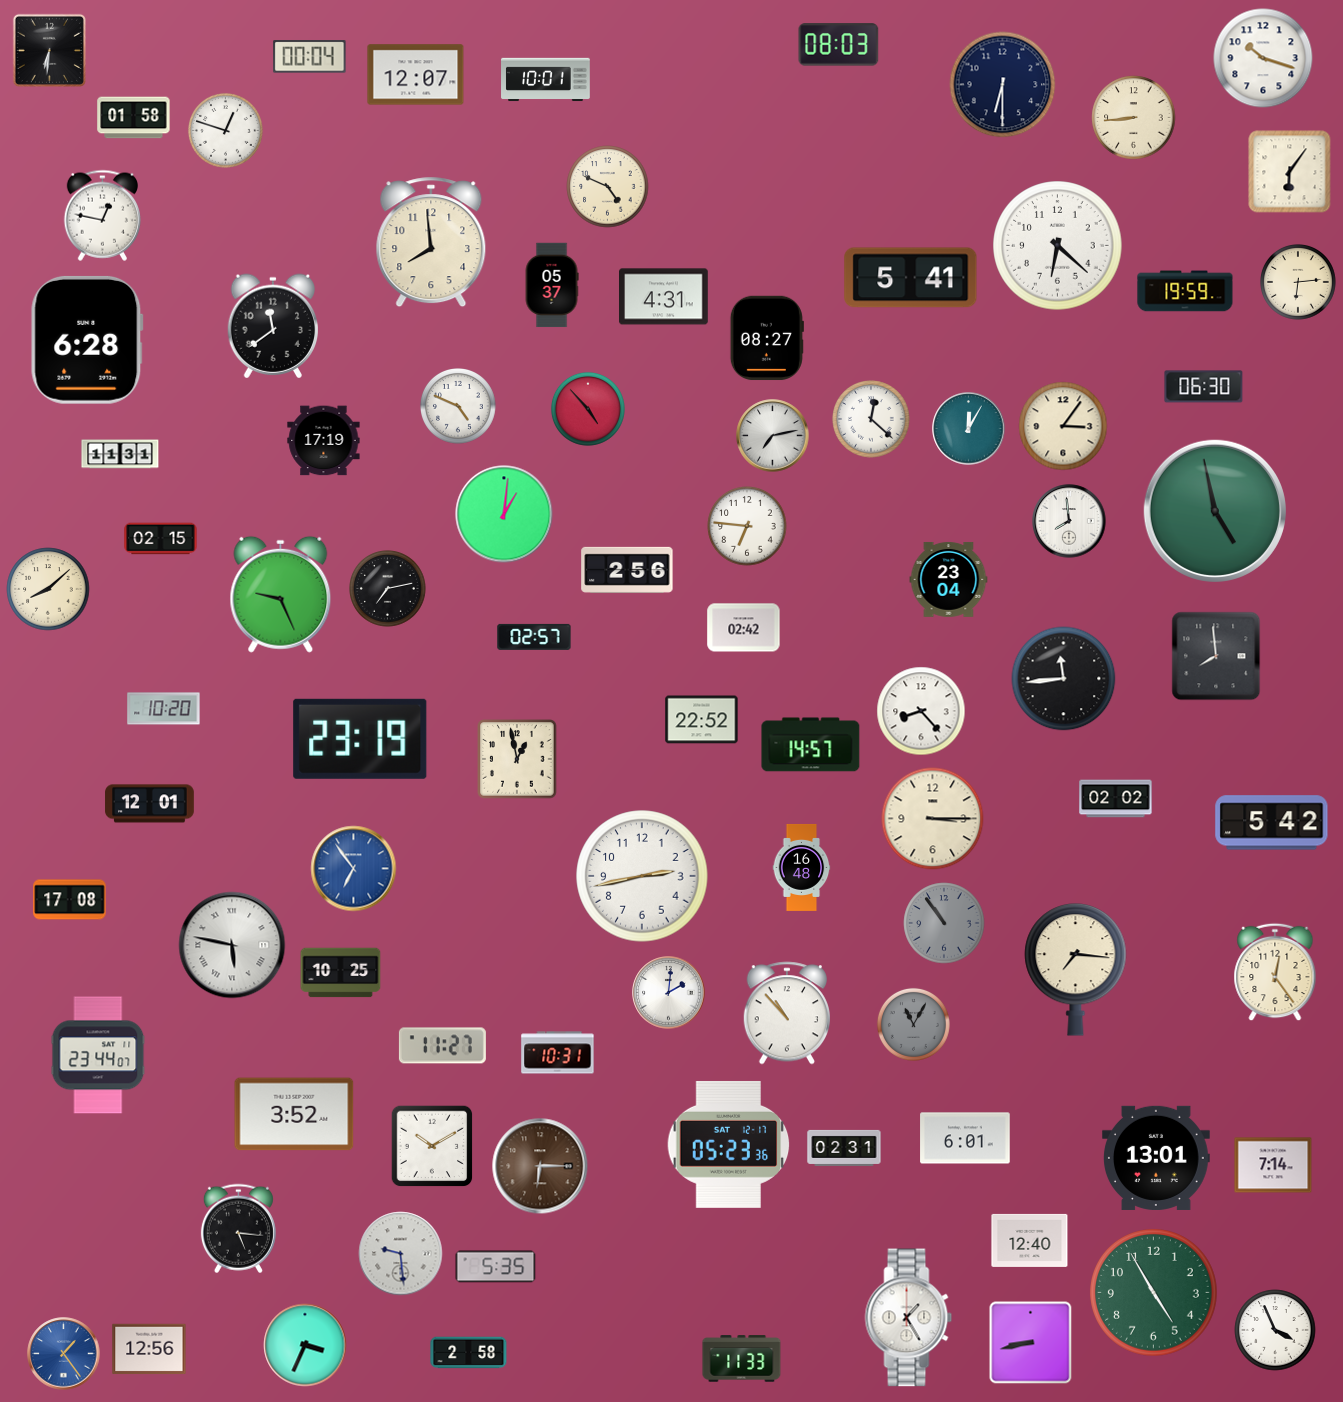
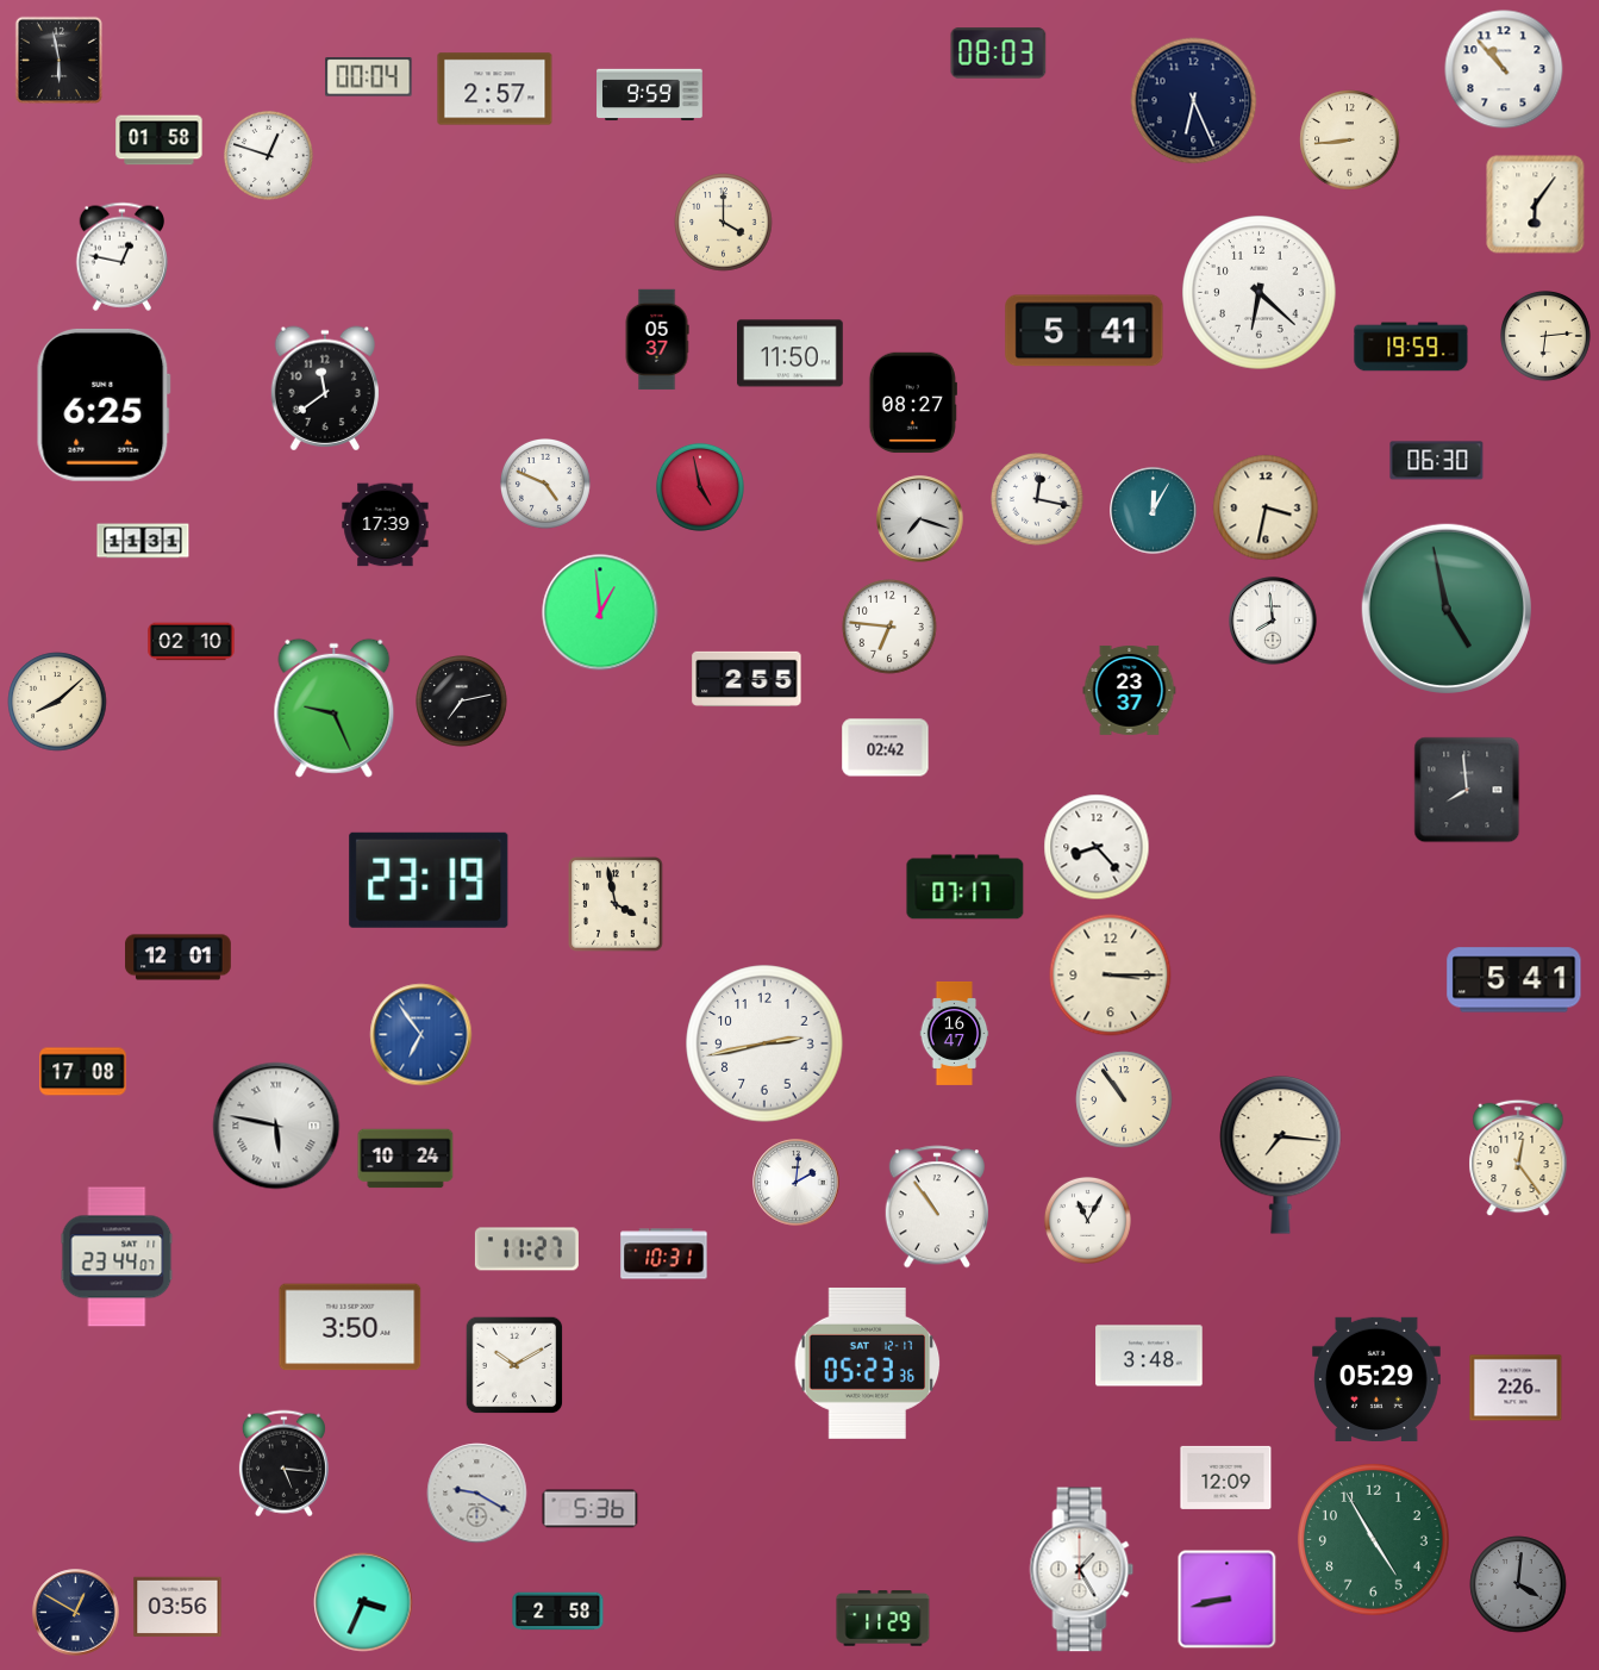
clock at (49, 50): 6:31 -> 5:58
clock at (310, 57) position: (310, 57) -> (369, 77)
clock at (1263, 58): 10:18 -> 10:53
clock at (416, 75): 12:07 -> 2:57
clock at (546, 80): 10:01 -> 9:59
clock at (1003, 85): 6:30 -> 6:26
clock at (608, 187): 4:49 -> 4:00
clock at (431, 242): 7:59 -> none
clock at (664, 297): 4:31 -> 11:50
clock at (87, 340): 6:28 -> 6:25
clock at (1204, 387) position: (1204, 387) -> (1437, 461)
clock at (588, 409): 4:53 -> 4:58
clock at (871, 419): 12:22 -> 12:17
clock at (1063, 426): 3:06 -> 3:32
clock at (773, 436): 7:13 -> 7:18
clock at (324, 441): 17:19 -> 17:39
clock at (504, 514): 1:01 -> 12:59
clock at (161, 539): 02:15 -> 02:10
clock at (627, 570): 2:56 -> 2:55
clock at (949, 579): 23:04 -> 23:37
clock at (534, 637): 02:57 -> none
clock at (1216, 656) position: (1216, 656) -> (1467, 790)
clock at (1064, 679): 11:44 -> none
clock at (164, 709): 10:20 -> none
clock at (702, 720): 22:52 -> none
clock at (811, 745): 14:57 -> 07:17
clock at (517, 759): 12:58 -> 3:58
clock at (1116, 799): 02:02 -> none
clock at (1272, 823): 5:42 -> 5:41
clock at (802, 867): 16:48 -> 16:47
clock at (944, 923) dial: grey -> cream
clock at (341, 973): 10:25 -> 10:24
clock at (786, 1013): 10:53 -> 10:54
clock at (913, 1024) dial: grey -> white
clock at (442, 1046) position: (442, 1046) -> (526, 1250)
clock at (294, 1114): 3:52 -> 3:50
clock at (965, 1138): 6:01 -> 3:48
clock at (844, 1148): 02:31 -> none
clock at (1157, 1158): 13:01 -> 05:29
clock at (1273, 1165): 7:14 -> 2:26
clock at (540, 1166): 6:15 -> none
clock at (1030, 1240): 12:40 -> 12:09
clock at (401, 1254): 9:29 -> 9:20
clock at (496, 1267): 5:35 -> 5:36
clock at (1275, 1330): 3:56 -> 4:01
clock at (1275, 1330) dial: white -> grey
clock at (149, 1349): 12:56 -> 03:56
clock at (64, 1354): 1:24 -> 12:50
clock at (64, 1354) dial: blue -> navy
clock at (742, 1359): 11:33 -> 11:29
